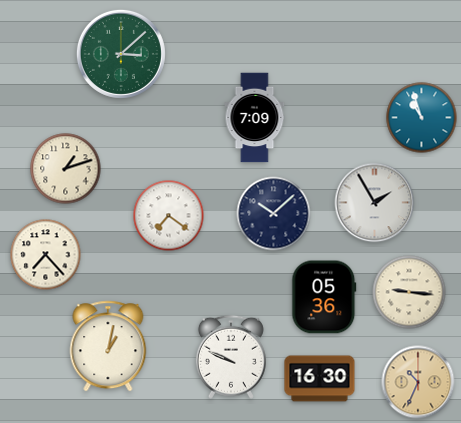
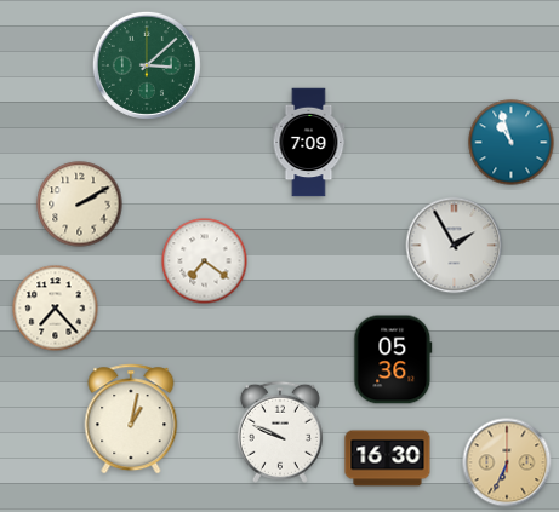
clock at (66, 169): 1:12 -> 2:10
clock at (274, 214): 10:08 -> none
clock at (409, 292): 9:16 -> none
clock at (418, 382): 10:34 -> 6:34
